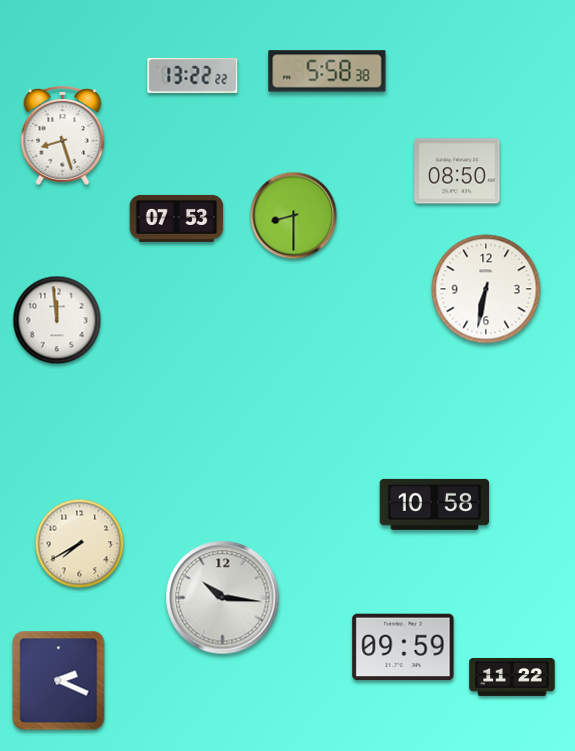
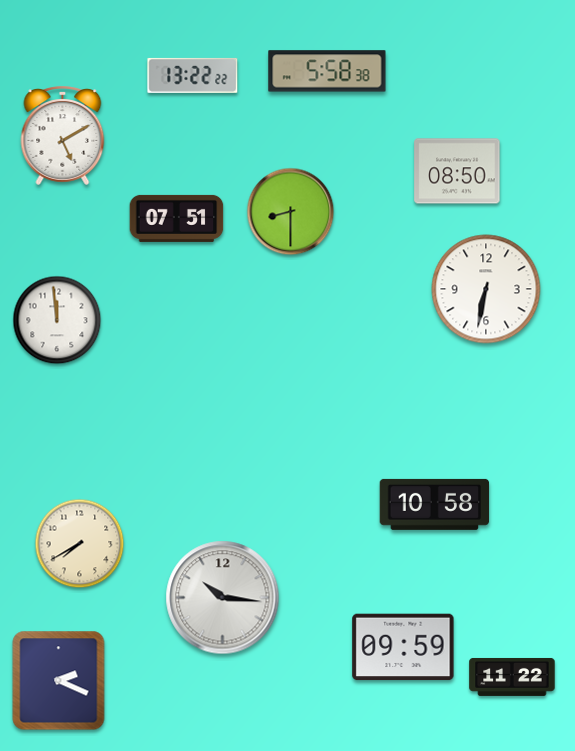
clock at (63, 135): 8:27 -> 5:10
clock at (294, 216) position: (294, 216) -> (291, 212)
clock at (177, 218): 07:53 -> 07:51
